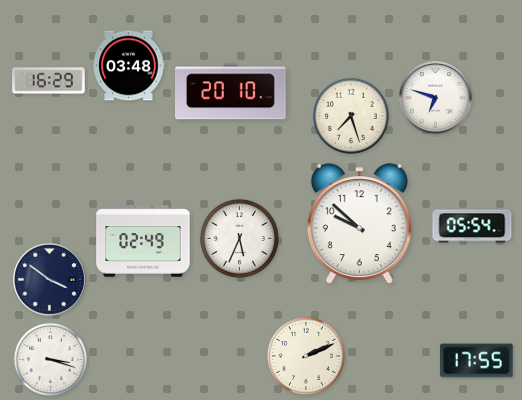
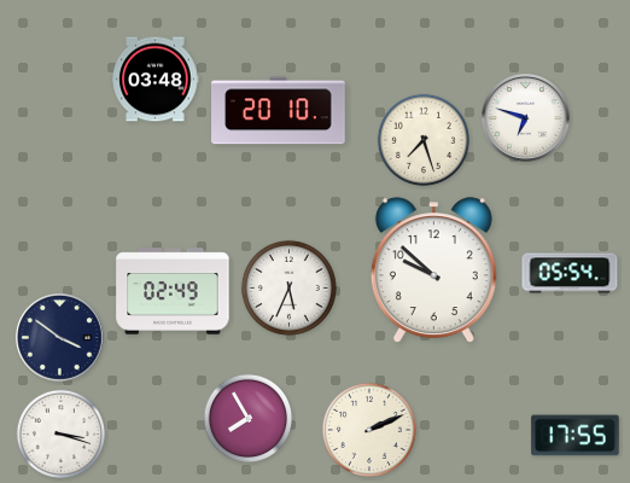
clock at (49, 81): 16:29 -> none
clock at (247, 418): none -> 7:55
